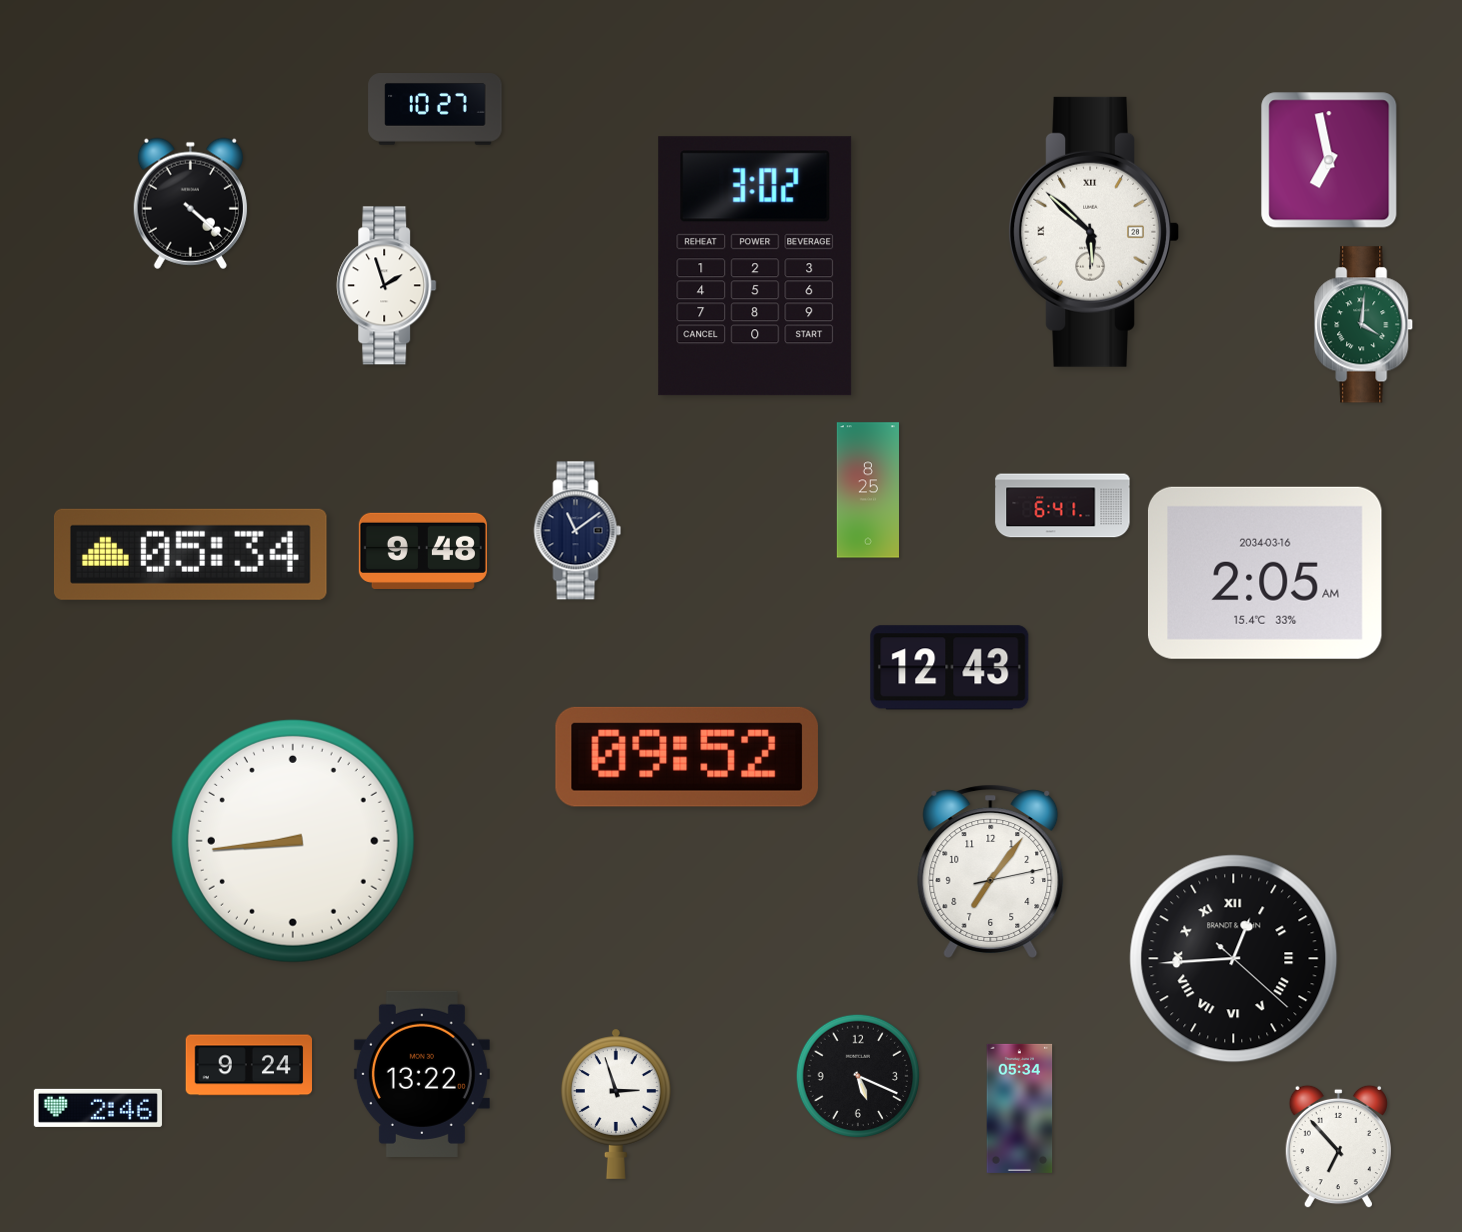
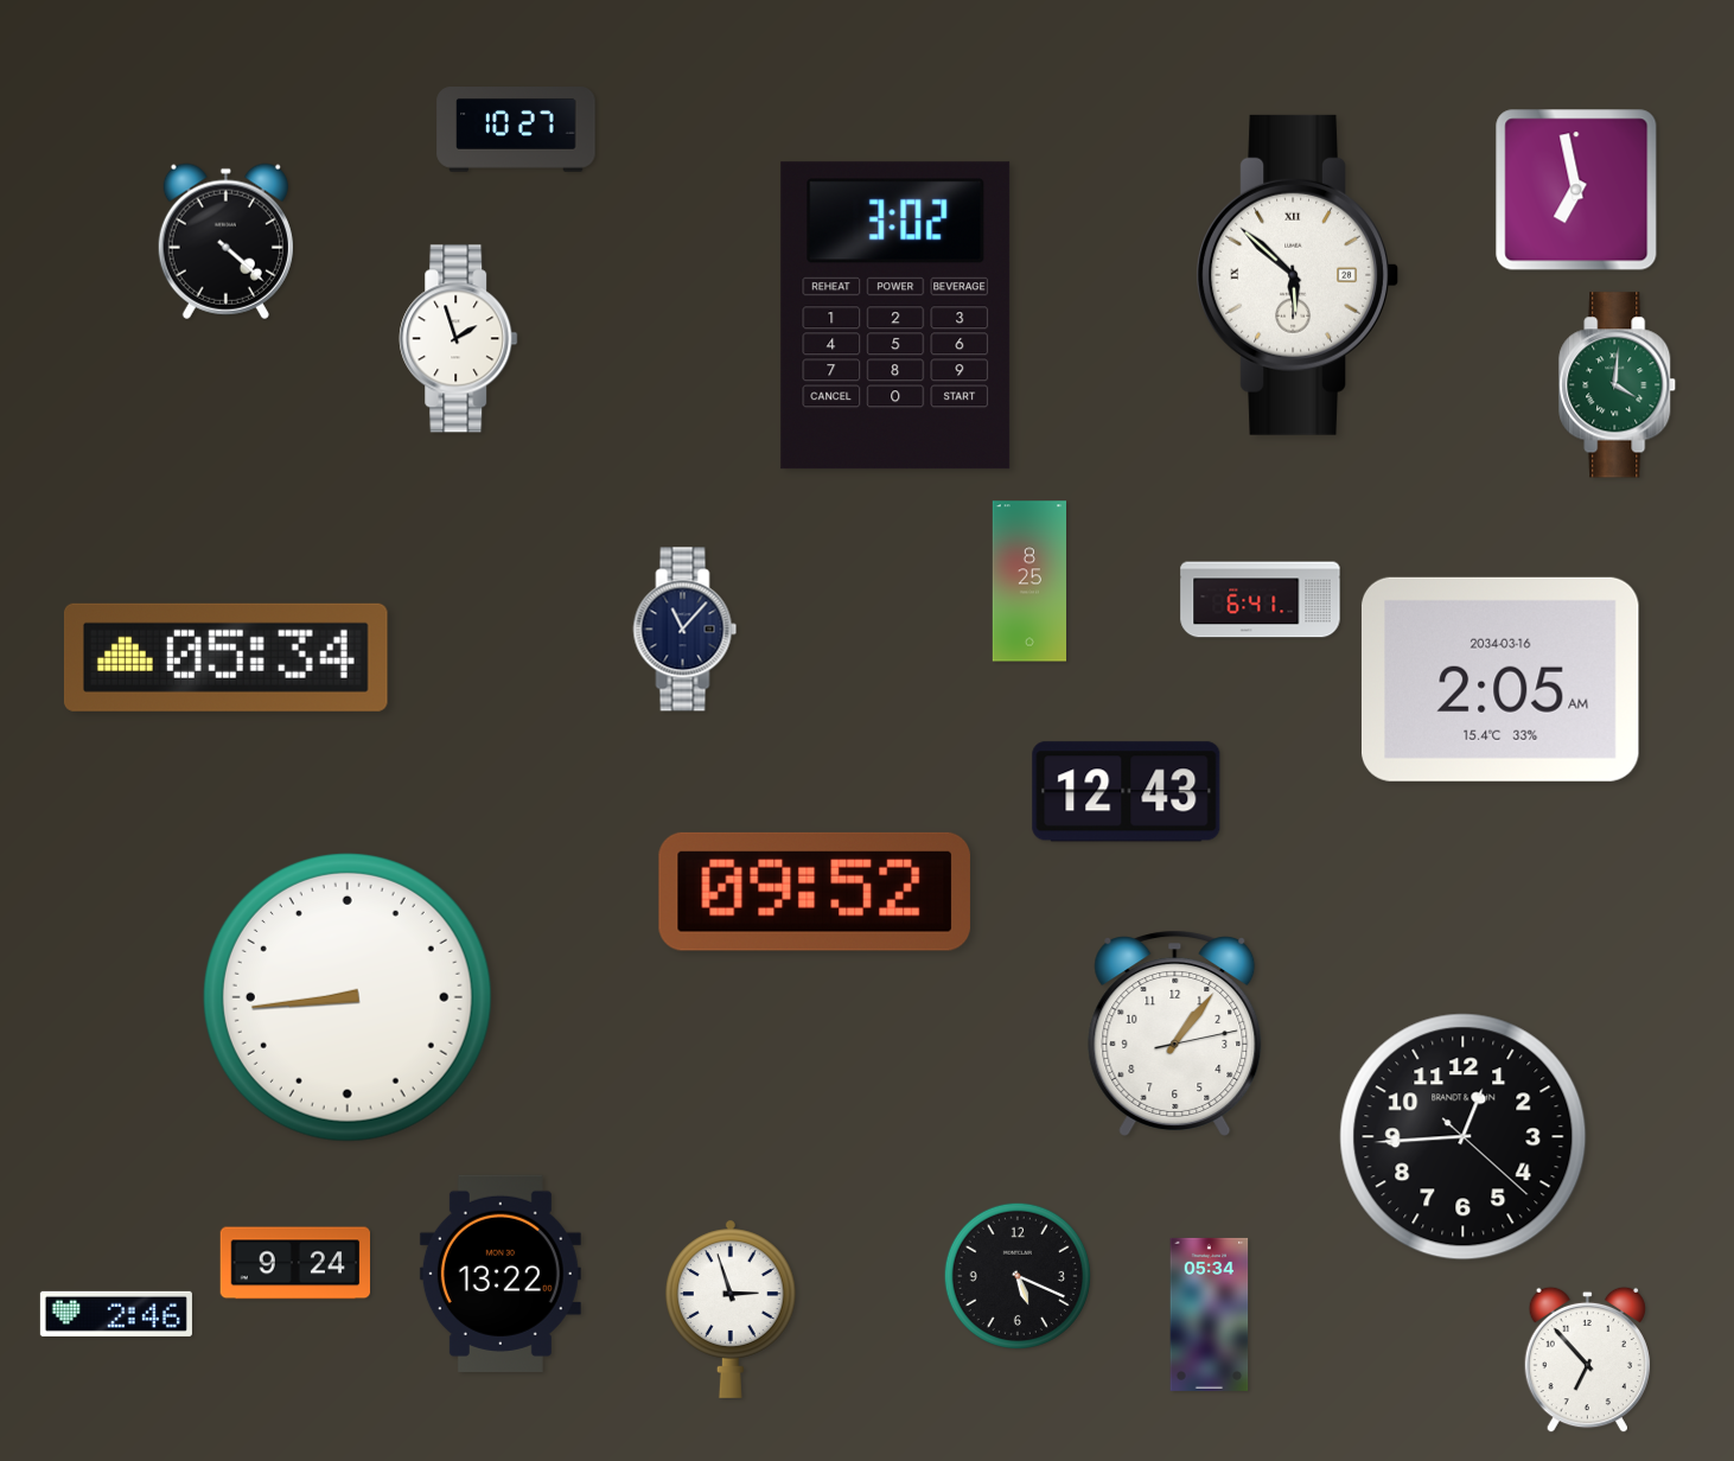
clock at (578, 531): 11:09 -> 11:07
clock at (423, 551): 9:48 -> none
clock at (687, 757) position: (687, 757) -> (815, 892)
clock at (991, 871): 7:06 -> 1:06
clock at (1234, 959) numerals: Roman -> Arabic
